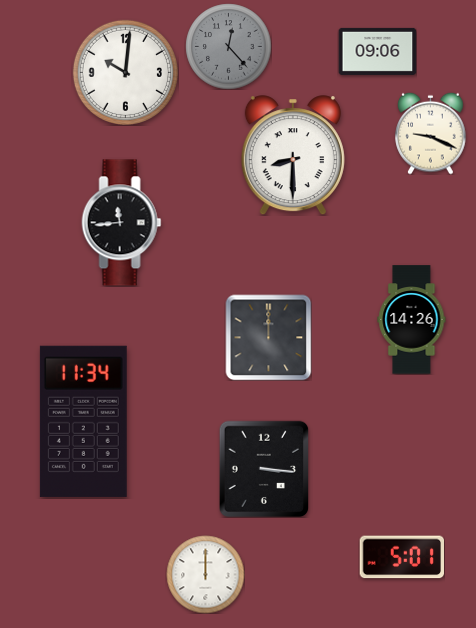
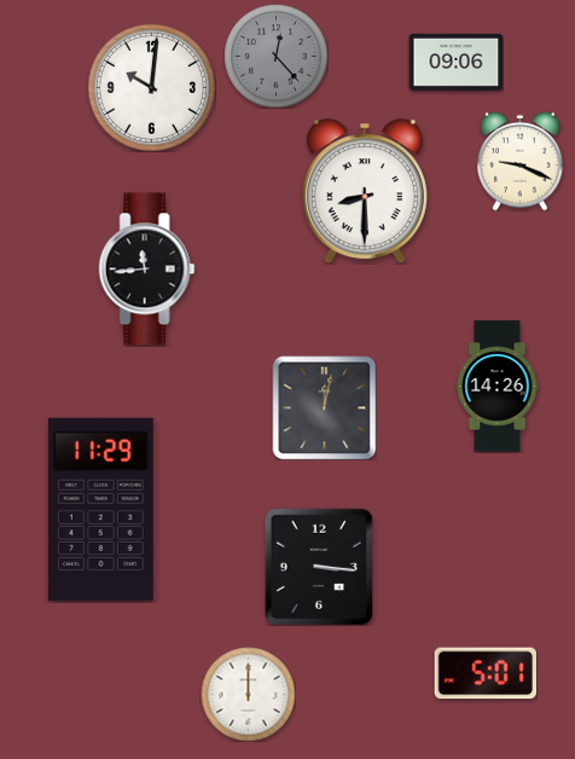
clock at (293, 155) position: (293, 155) -> (365, 191)
clock at (268, 337): 12:00 -> 12:02
clock at (83, 421): 11:34 -> 11:29
